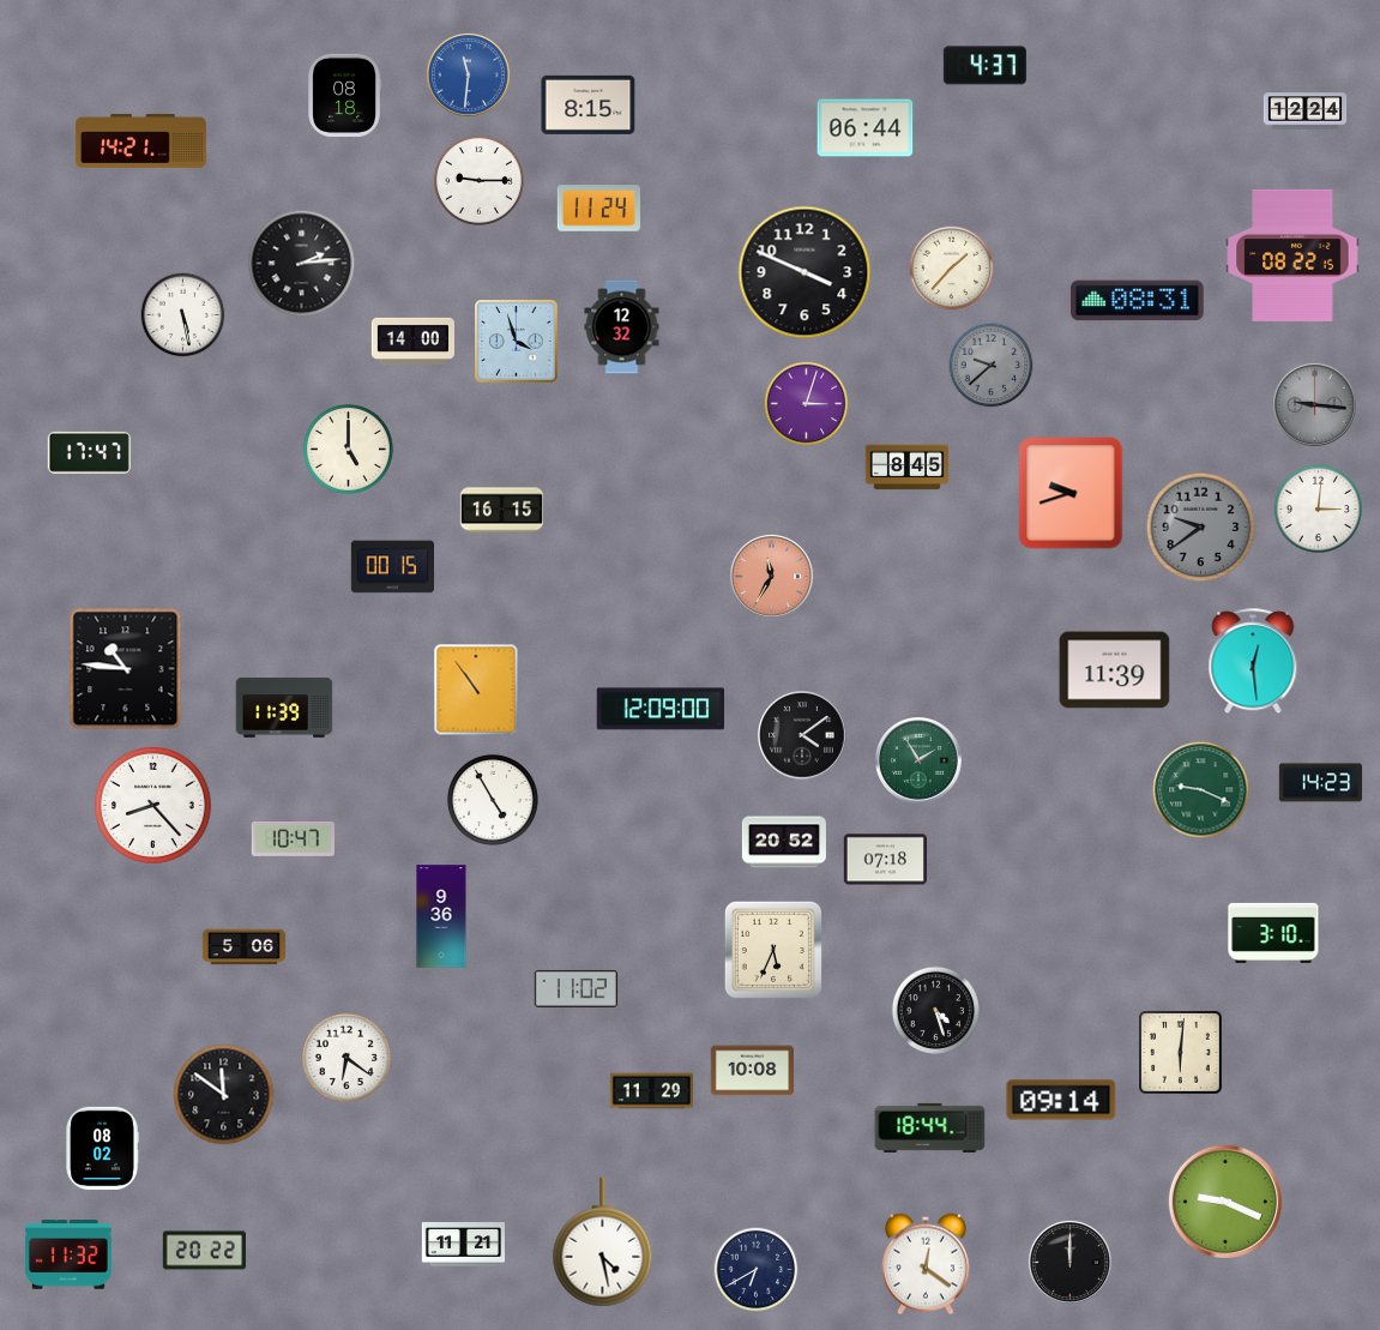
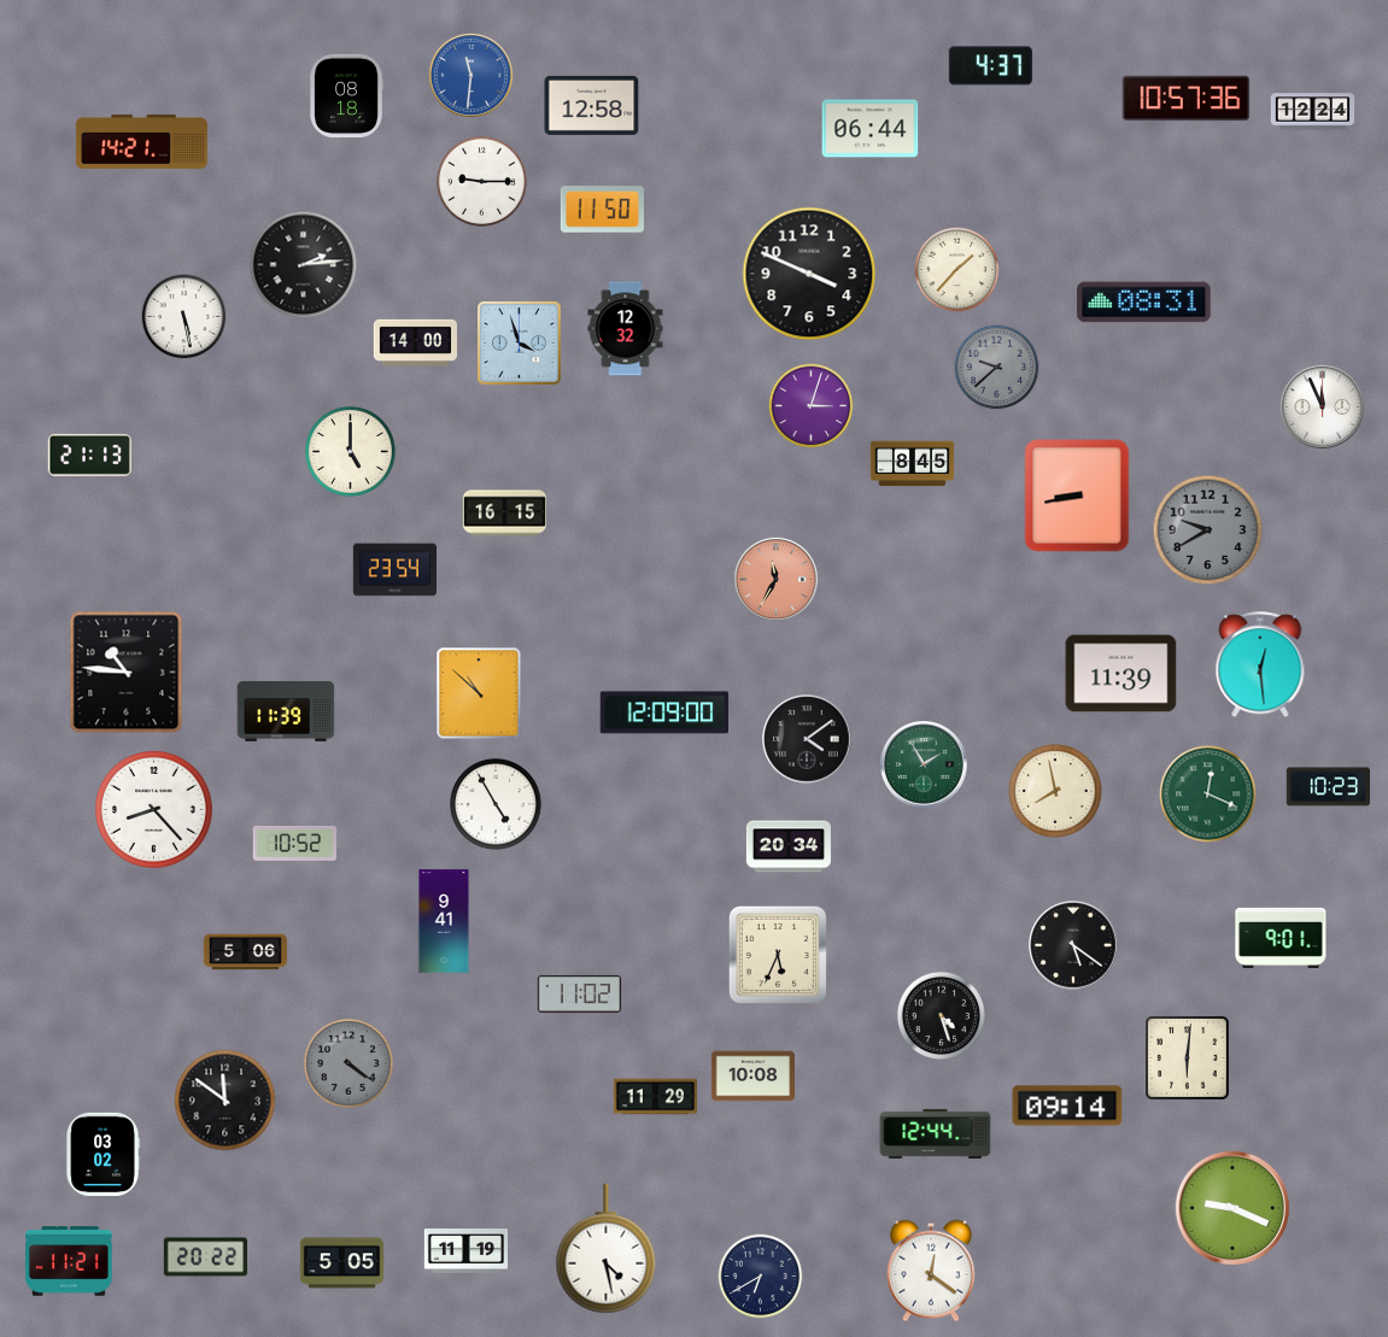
clock at (1187, 99): none -> 10:57
clock at (589, 104): 8:15 -> 12:58
clock at (598, 209): 11:24 -> 11:50
clock at (1292, 255): 08:22 -> none
clock at (1314, 404): 9:16 -> 11:56
clock at (1314, 404) dial: grey -> white
clock at (89, 452): 17:47 -> 21:13
clock at (906, 468) position: (906, 468) -> (912, 464)
clock at (1071, 493): 9:42 -> 8:43
clock at (1318, 508): 3:01 -> none
clock at (1201, 528): 9:39 -> 9:40
clock at (392, 567): 00:15 -> 23:54
clock at (476, 690): 10:54 -> 10:52
clock at (1320, 783): 14:23 -> 10:23
clock at (1055, 791): none -> 7:58
clock at (1201, 790): 9:19 -> 12:19
clock at (293, 838): 10:47 -> 10:52
clock at (784, 842): 20:52 -> 20:34
clock at (885, 860): 07:18 -> none
clock at (441, 916): 9:36 -> 9:41
clock at (1273, 933): 3:10 -> 9:01
clock at (1073, 945): none -> 5:21
clock at (346, 1058): 6:21 -> 4:21
clock at (346, 1058) dial: white -> grey
clock at (752, 1071) position: (752, 1071) -> (752, 1077)
clock at (930, 1127): 18:44 -> 12:44
clock at (102, 1148): 08:02 -> 03:02
clock at (463, 1245): 11:21 -> 11:19
clock at (68, 1254): 11:32 -> 11:21
clock at (341, 1263): none -> 5:05
clock at (1069, 1262): 12:00 -> none
